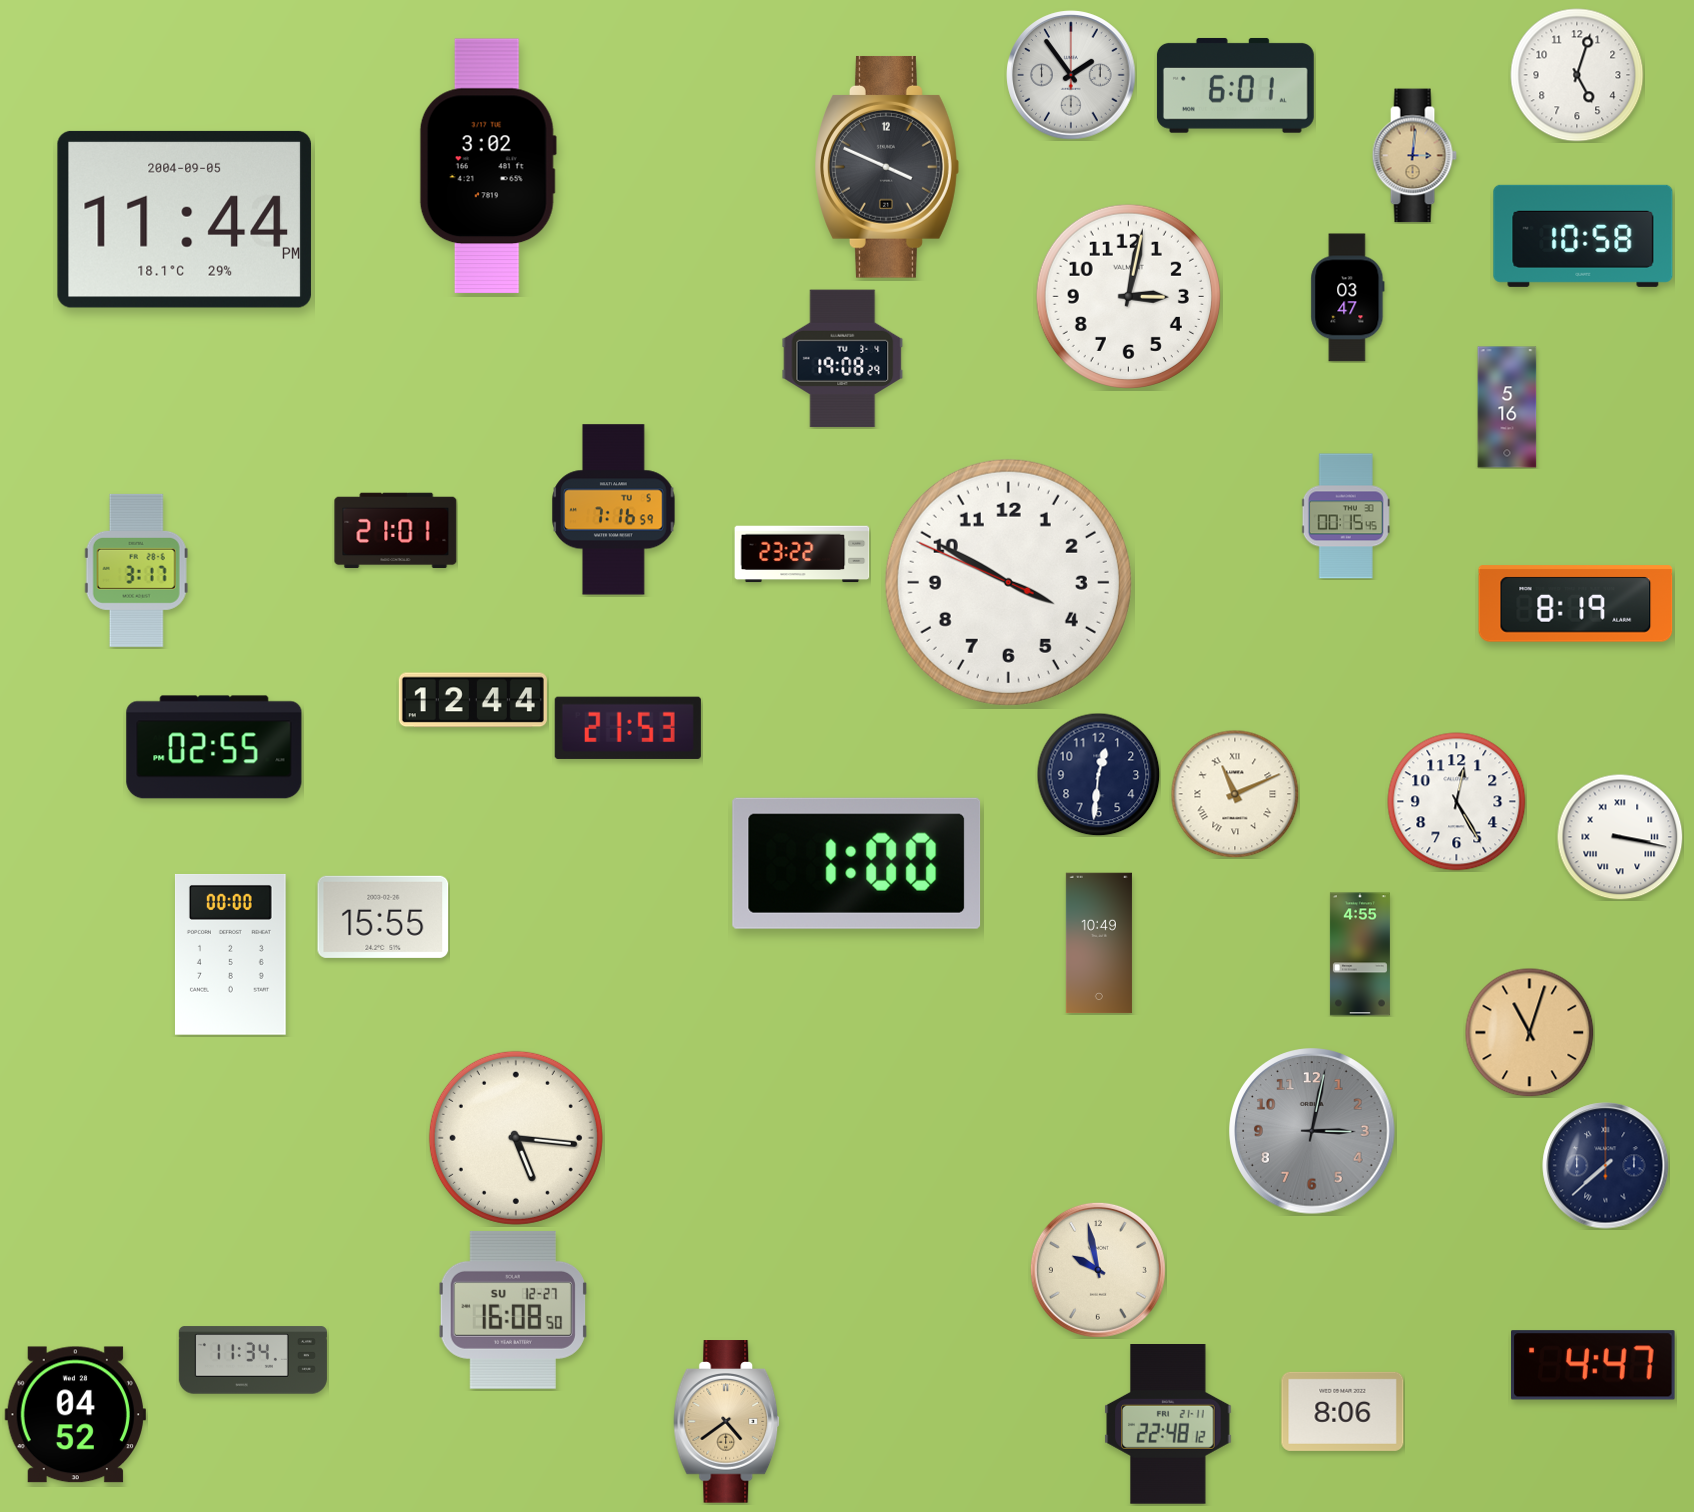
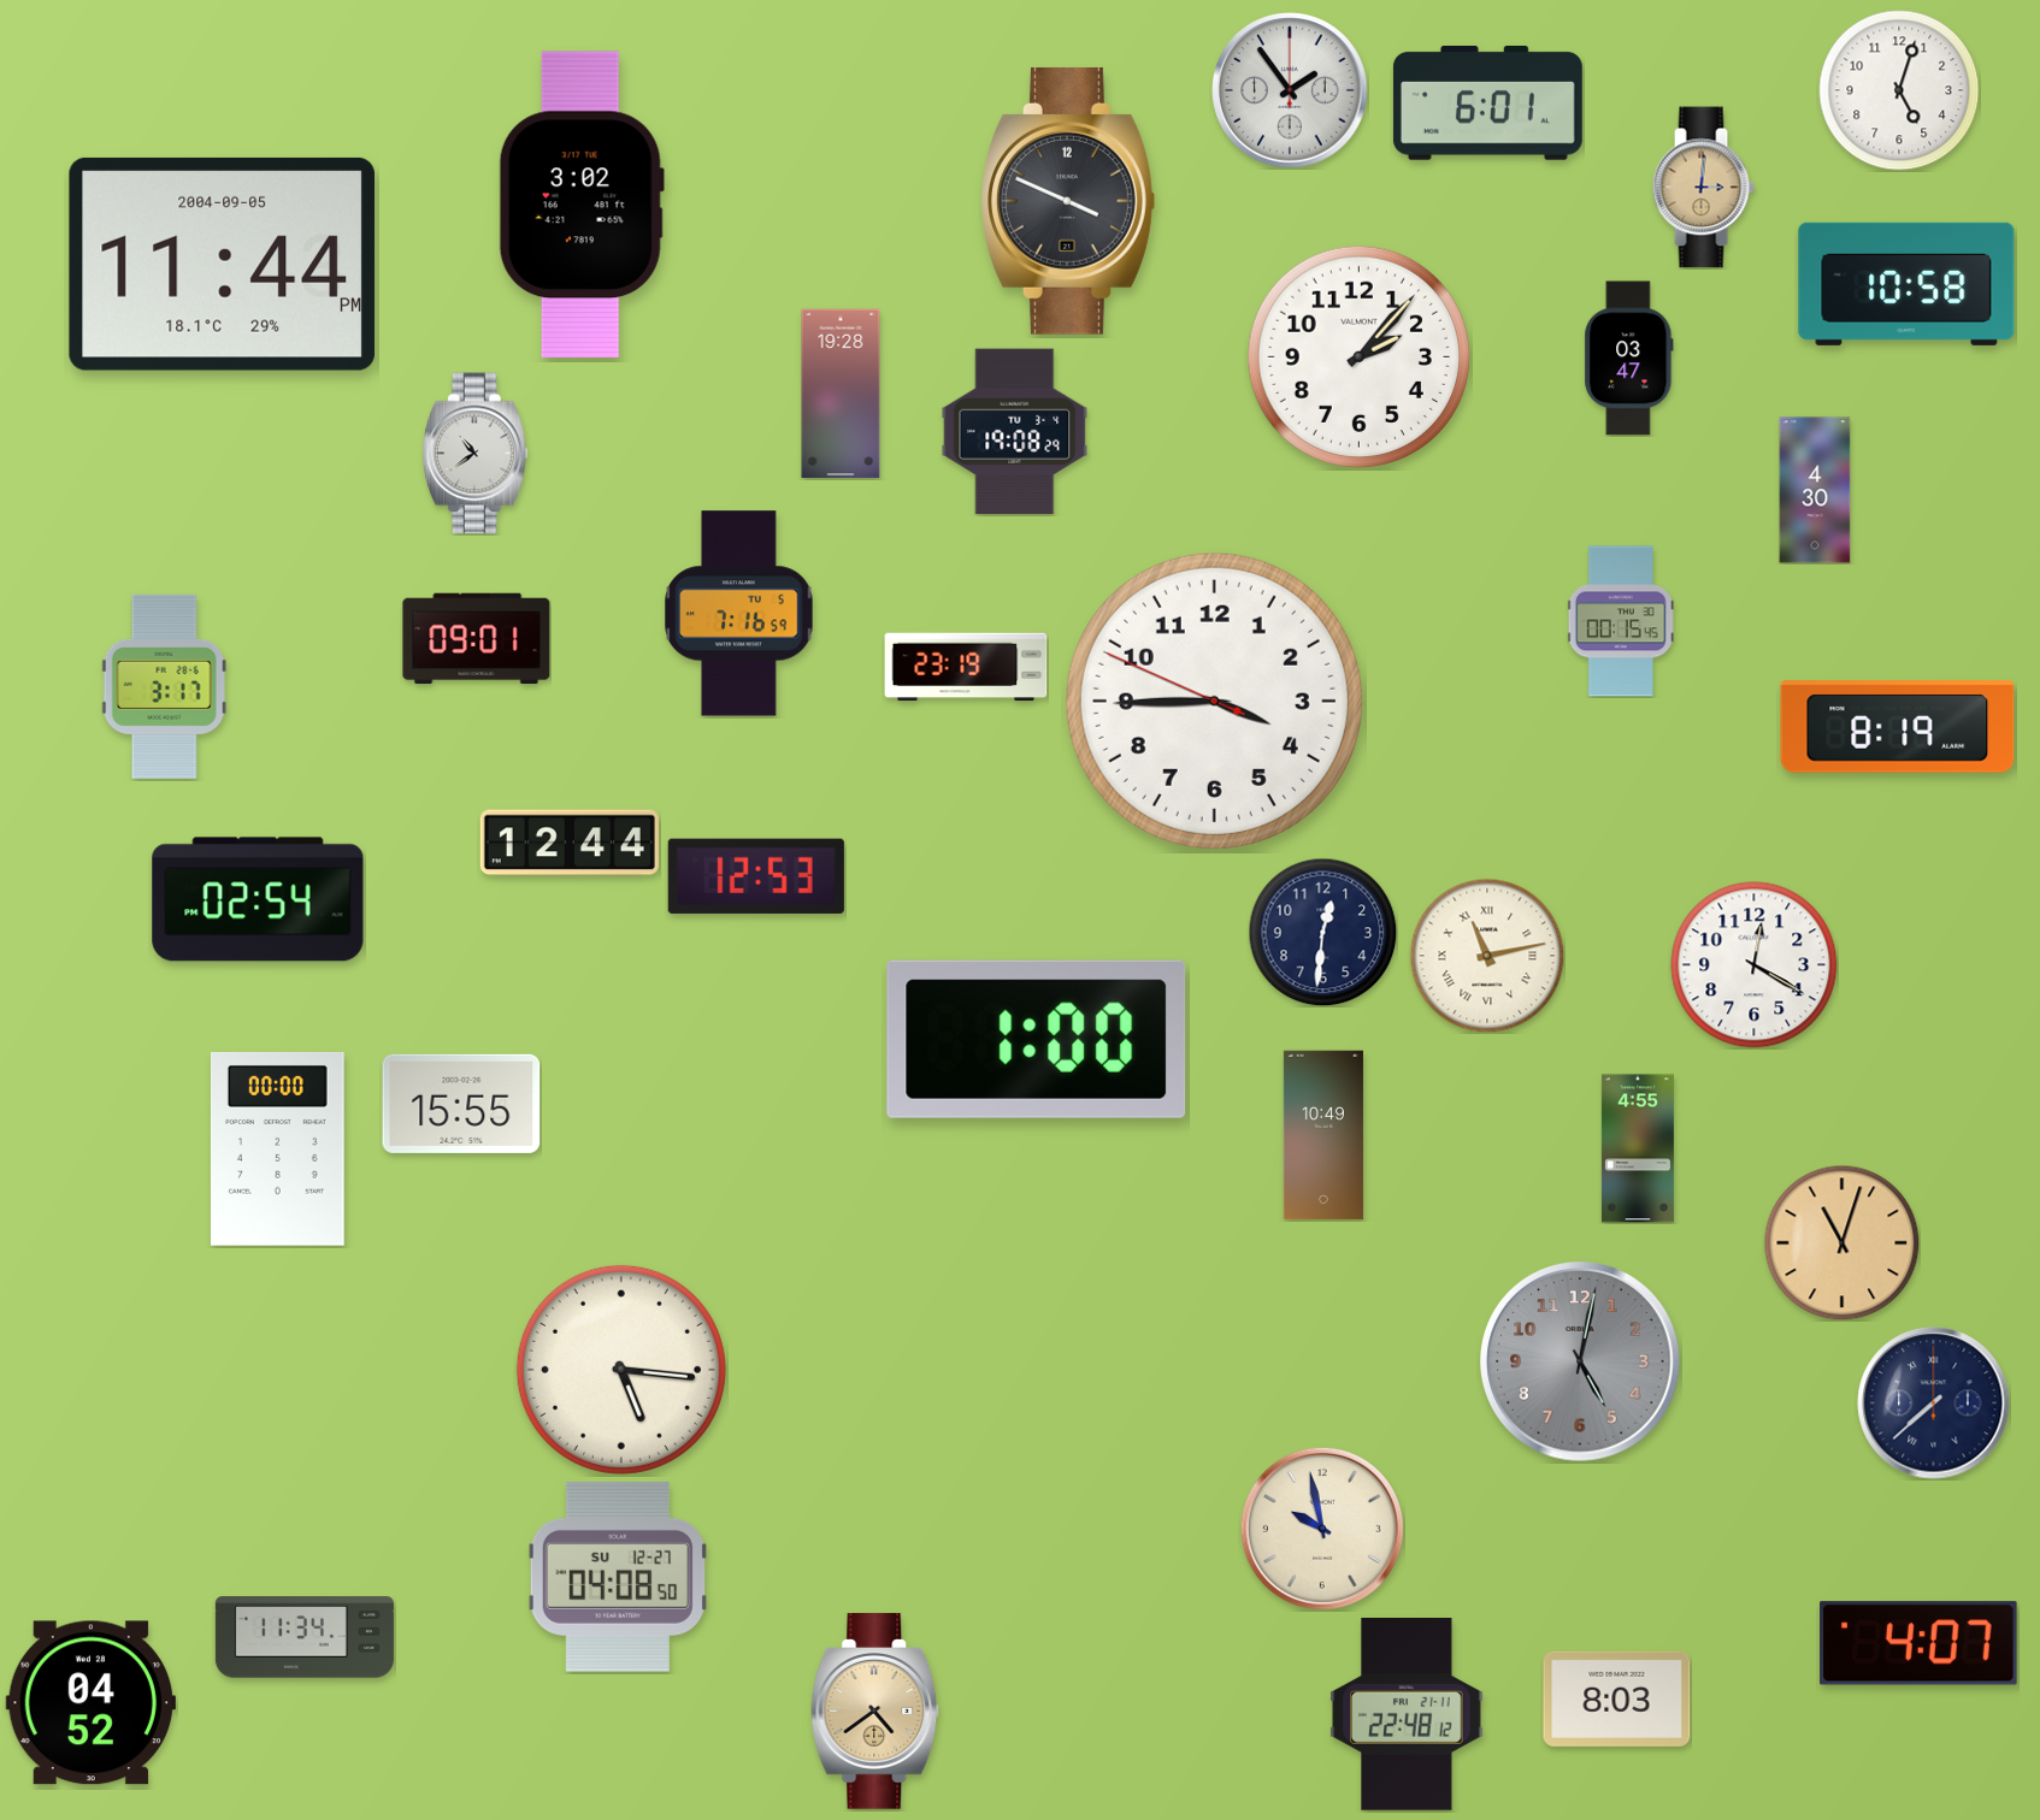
clock at (488, 166) position: (488, 166) -> (582, 205)
clock at (1128, 296): 3:02 -> 2:07
clock at (1348, 298) position: (1348, 298) -> (1629, 359)
clock at (841, 394): none -> 19:28
clock at (476, 454): none -> 10:39
clock at (1507, 407): 5:16 -> 4:30
clock at (396, 531): 21:01 -> 09:01
clock at (802, 554): 23:22 -> 23:19
clock at (1008, 582): 3:49 -> 3:44
clock at (628, 728): 21:53 -> 12:53
clock at (214, 747): 02:55 -> 02:54
clock at (1235, 794): 11:11 -> 11:13
clock at (1457, 802): 12:25 -> 12:20
clock at (1620, 837): 3:17 -> none
clock at (857, 863) position: (857, 863) -> (1037, 1039)
clock at (1312, 1131): 3:02 -> 5:02
clock at (513, 1310): 16:08 -> 04:08
clock at (1593, 1365): 4:47 -> 4:07
clock at (1343, 1411): 8:06 -> 8:03
